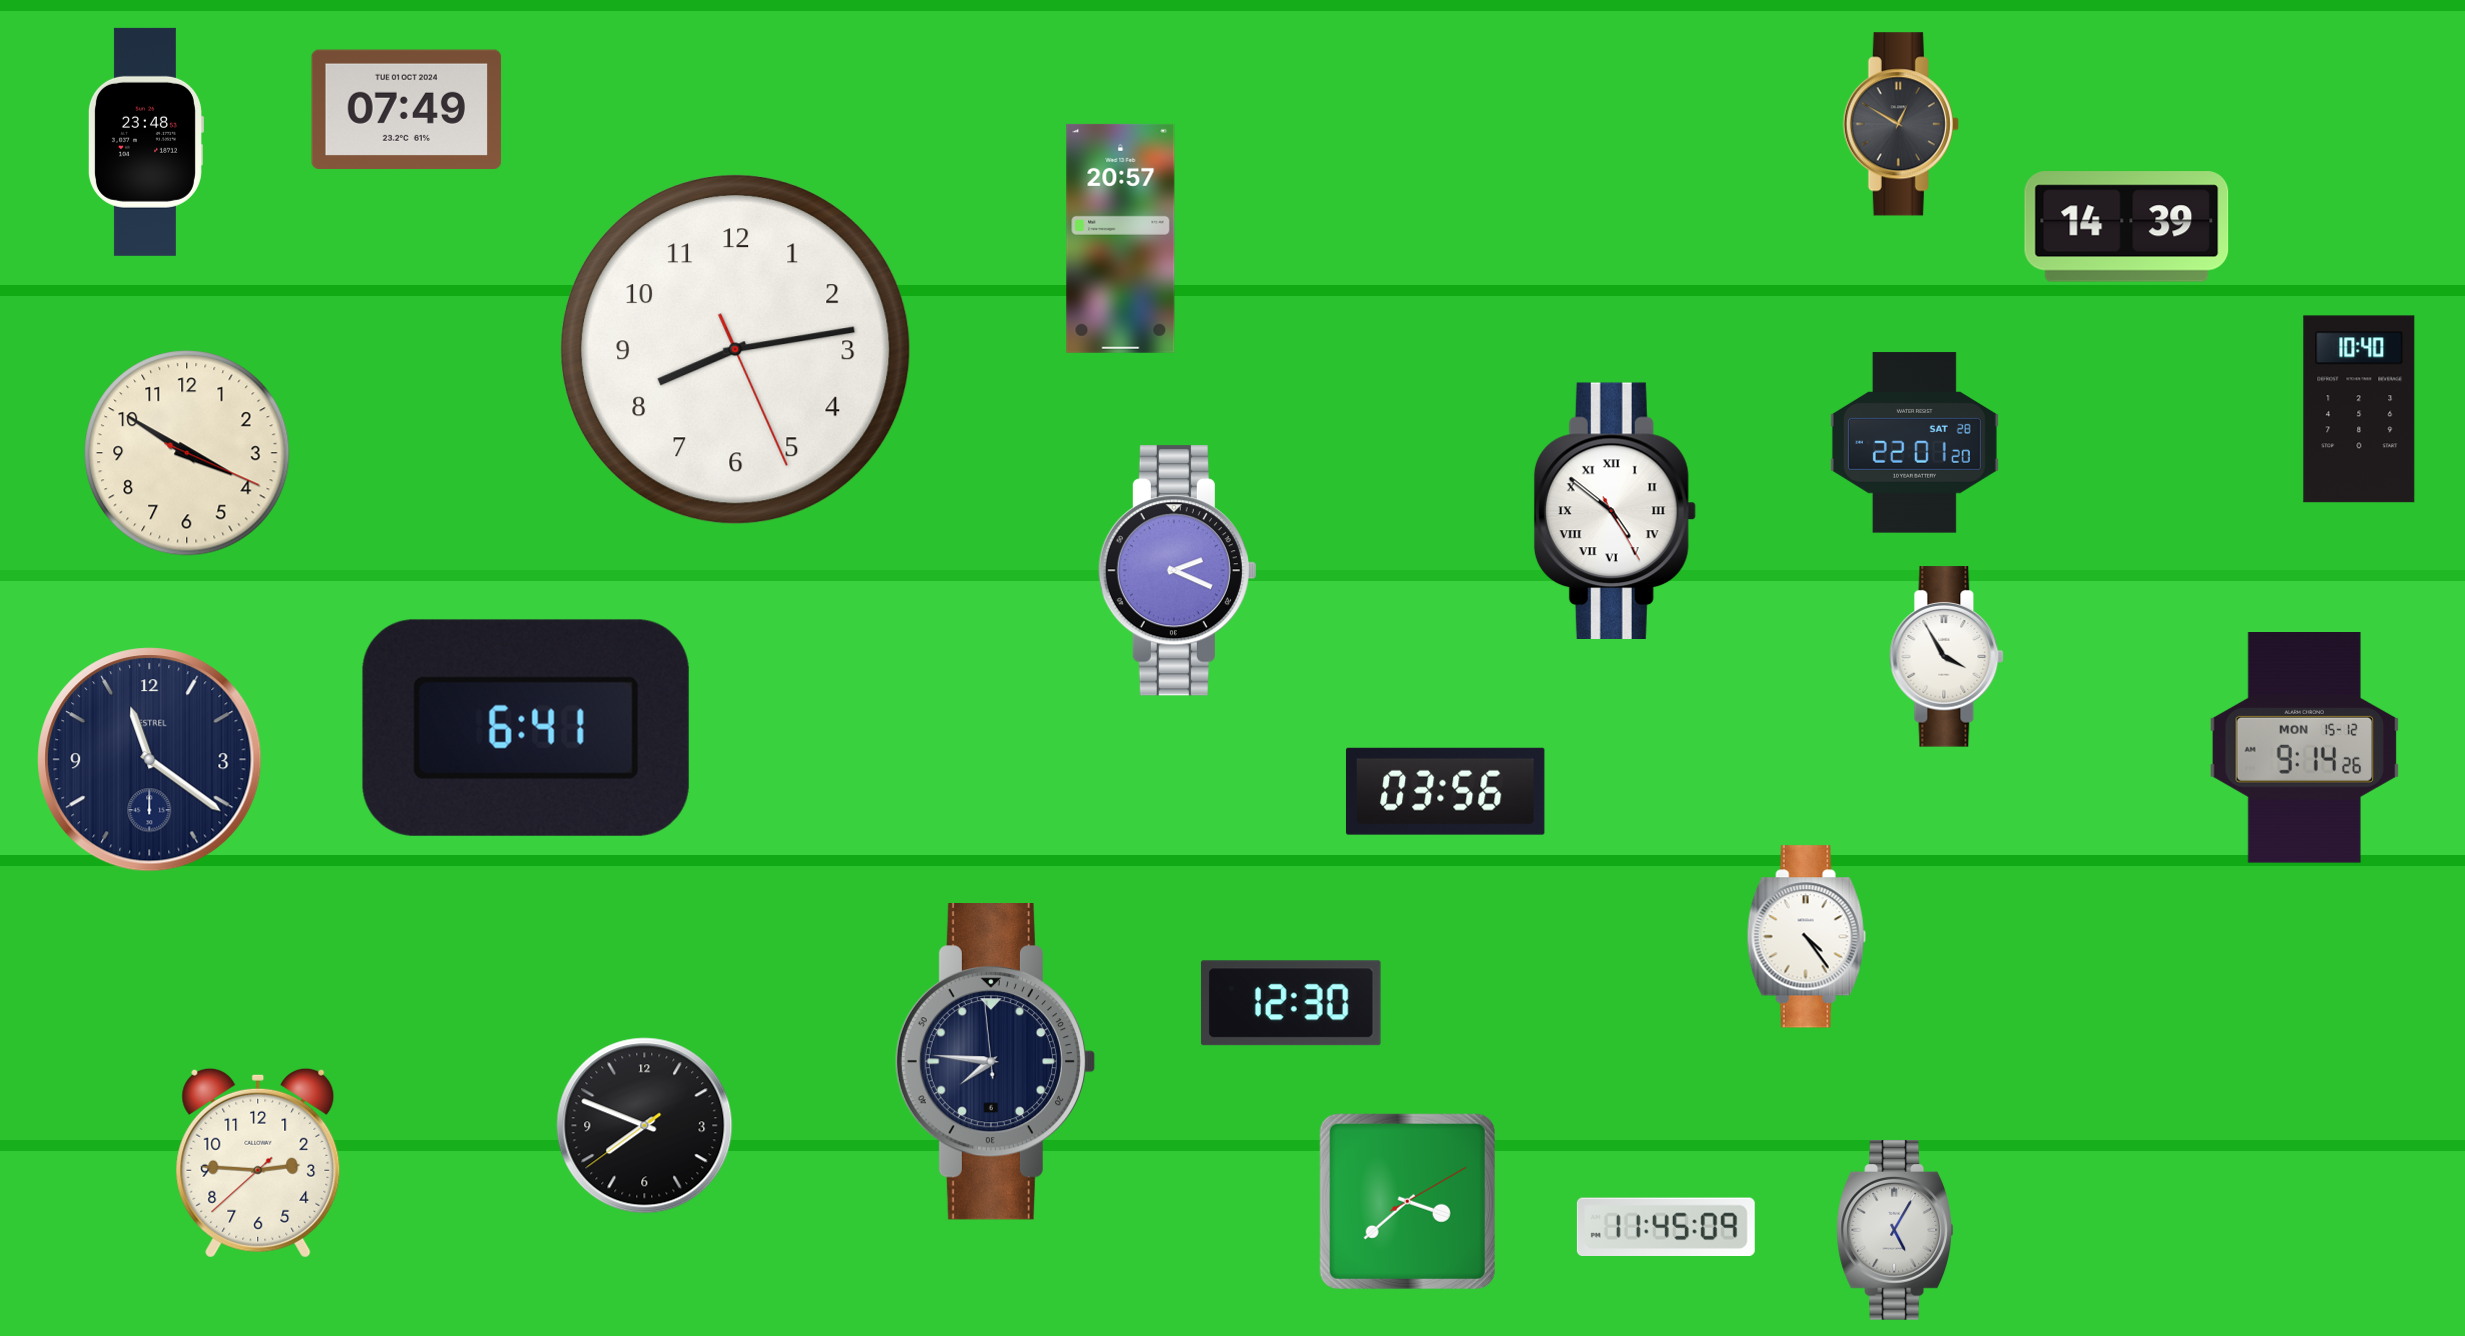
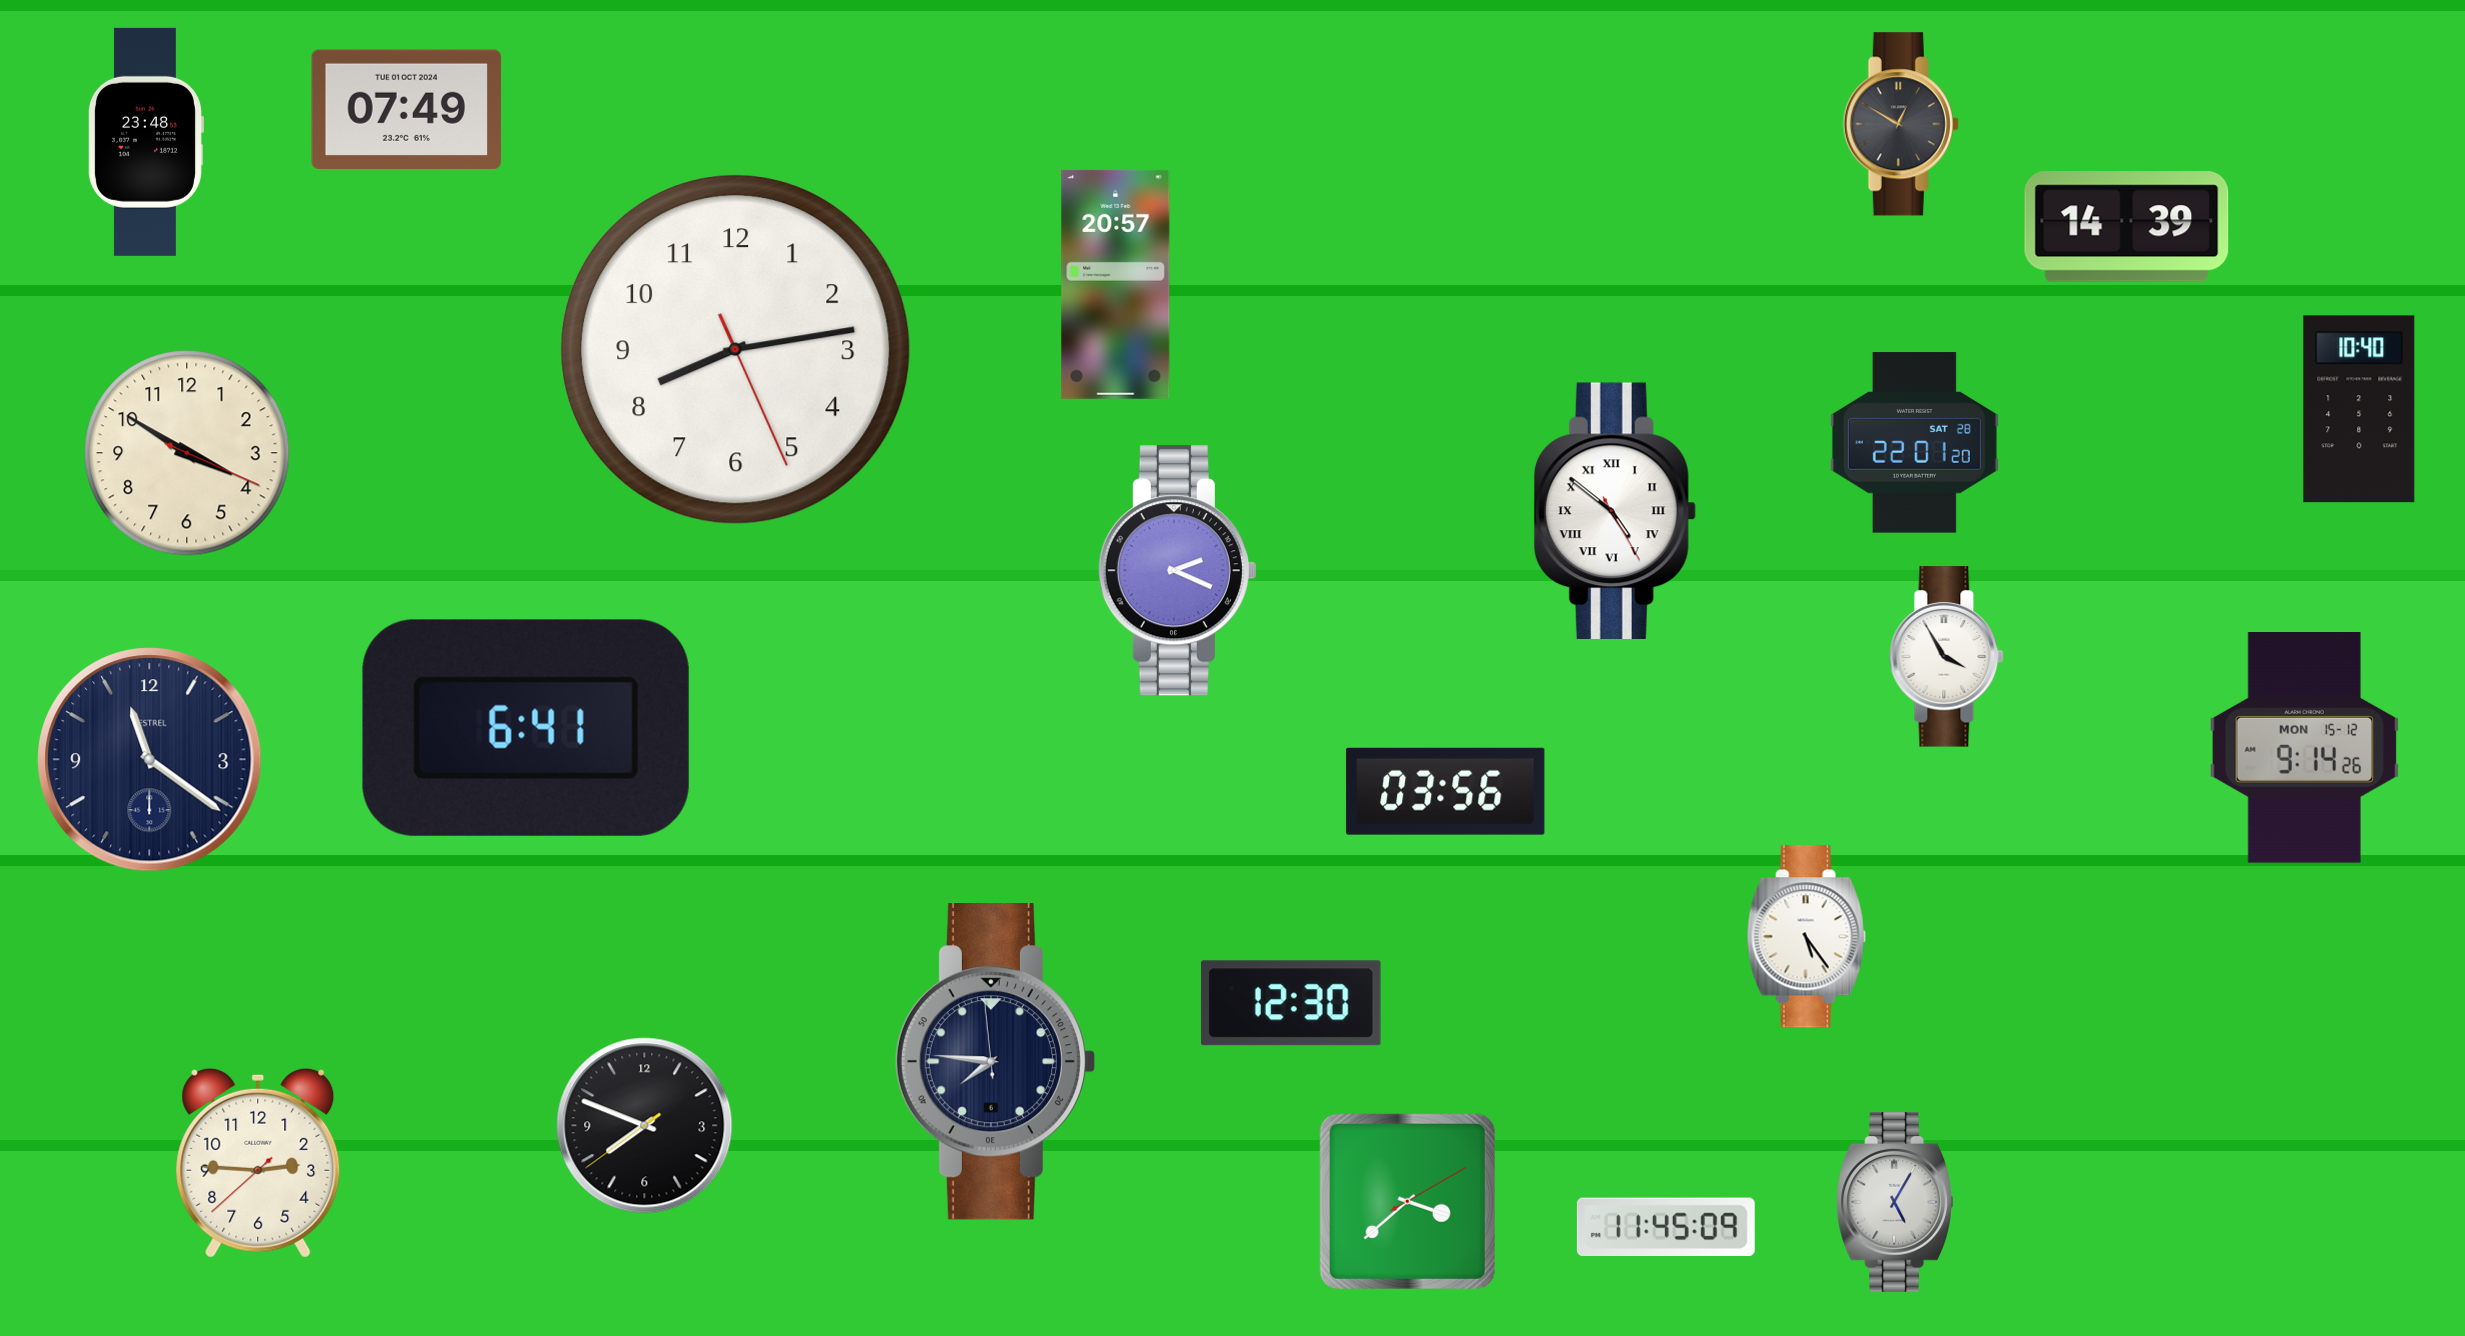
clock at (1121, 238) position: (1121, 238) -> (1116, 284)
clock at (1806, 937): 4:24 -> 5:24
clock at (1895, 1231) position: (1895, 1231) -> (1895, 1203)
